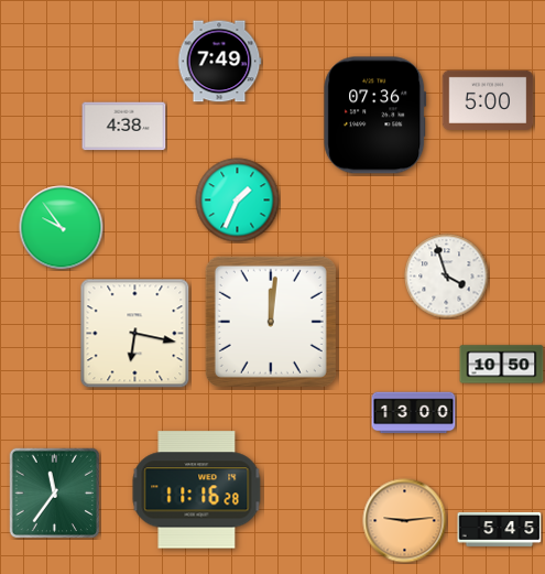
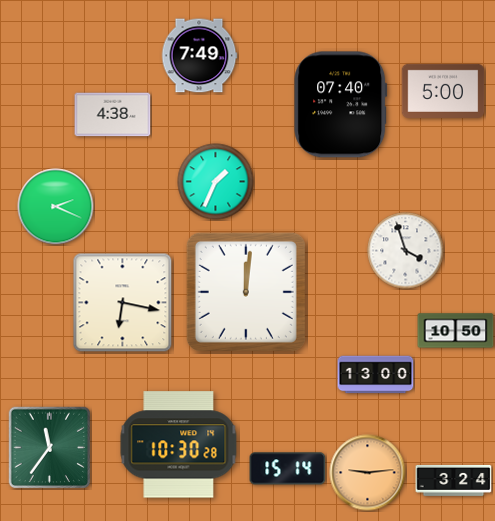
clock at (375, 116): 07:36 -> 07:40
clock at (62, 228): 9:54 -> 2:19
clock at (197, 490): 11:16 -> 10:30
clock at (288, 469): none -> 15:14
clock at (500, 529): 5:45 -> 3:24
